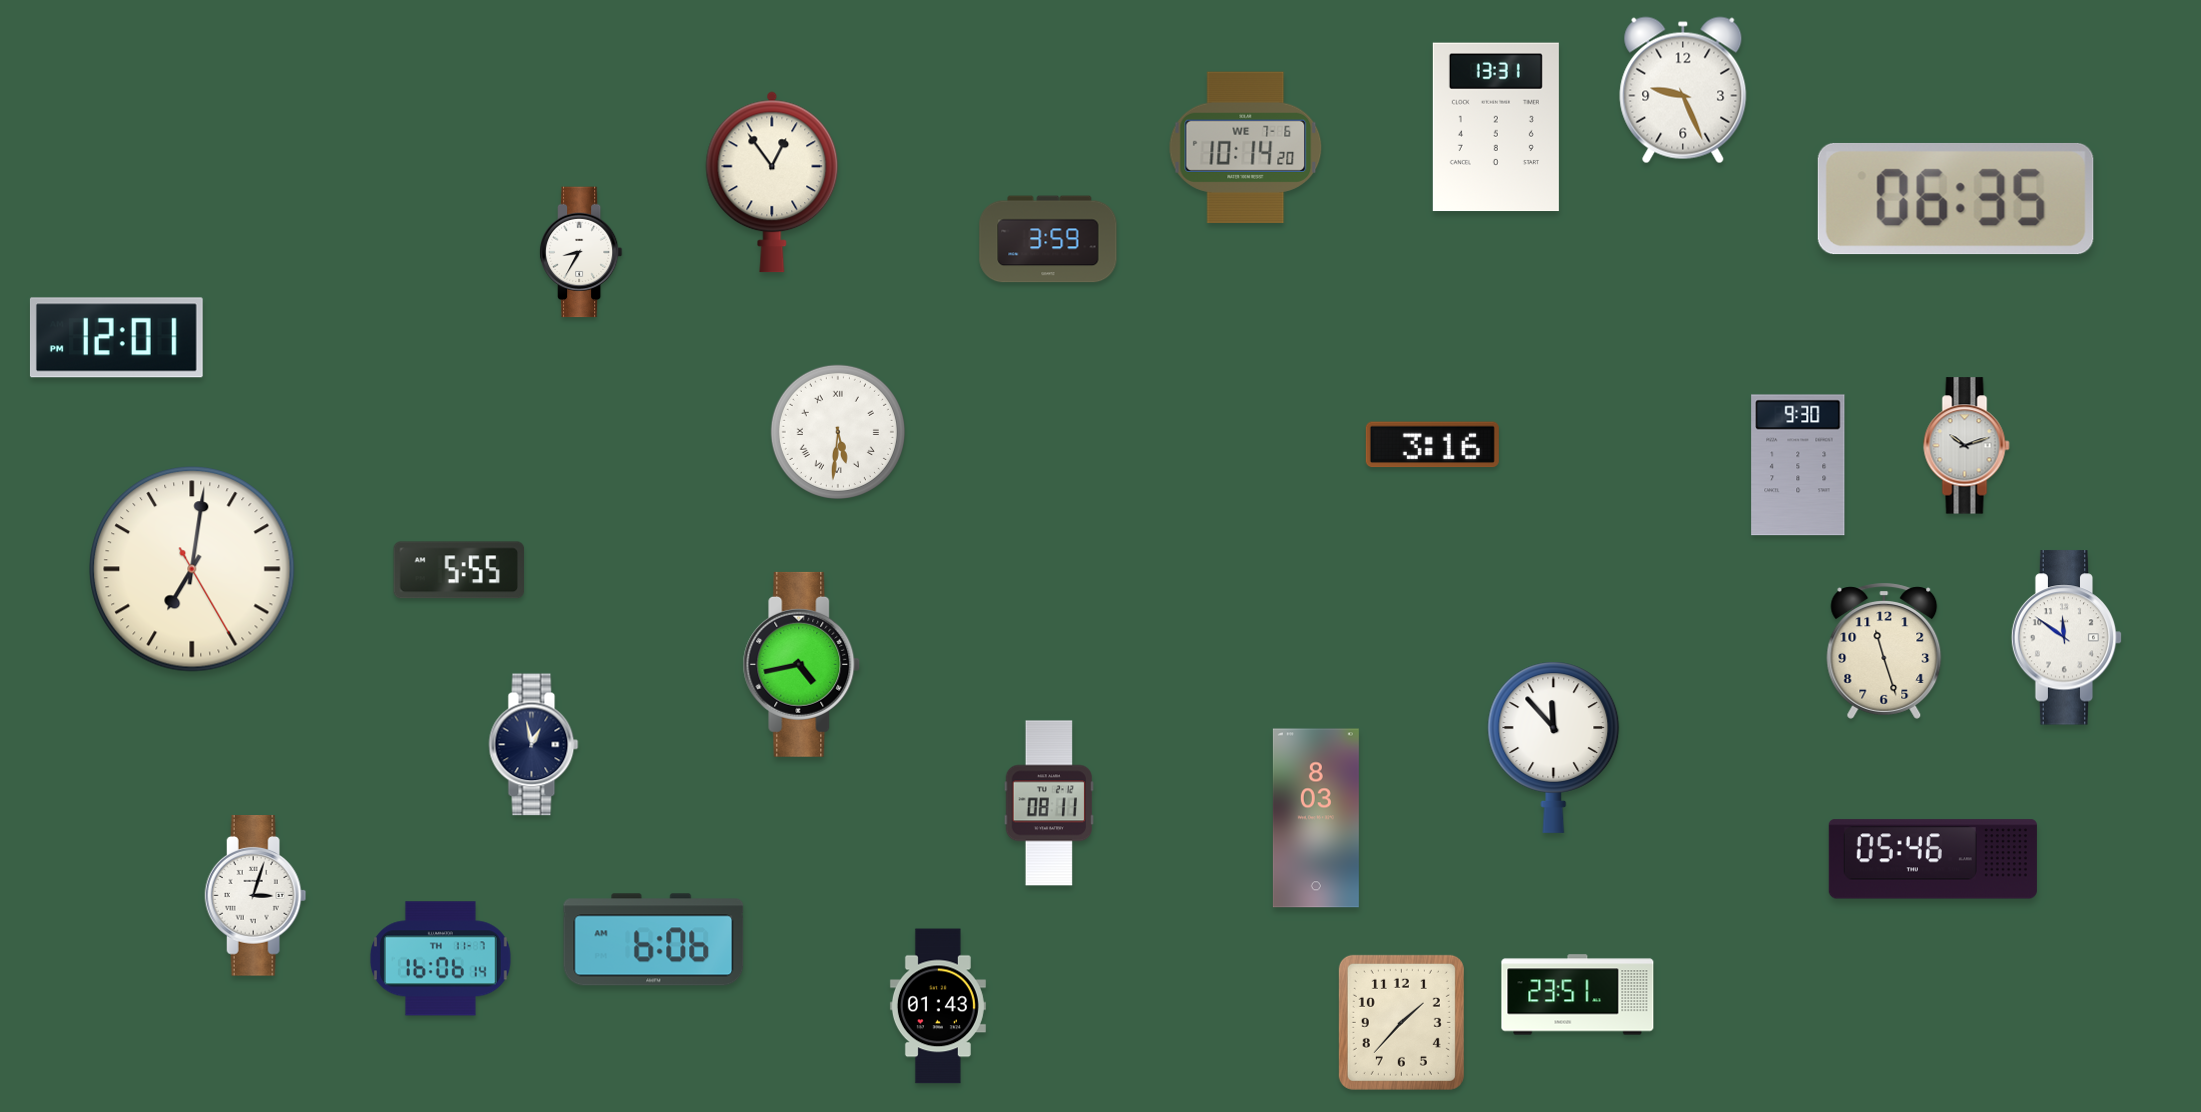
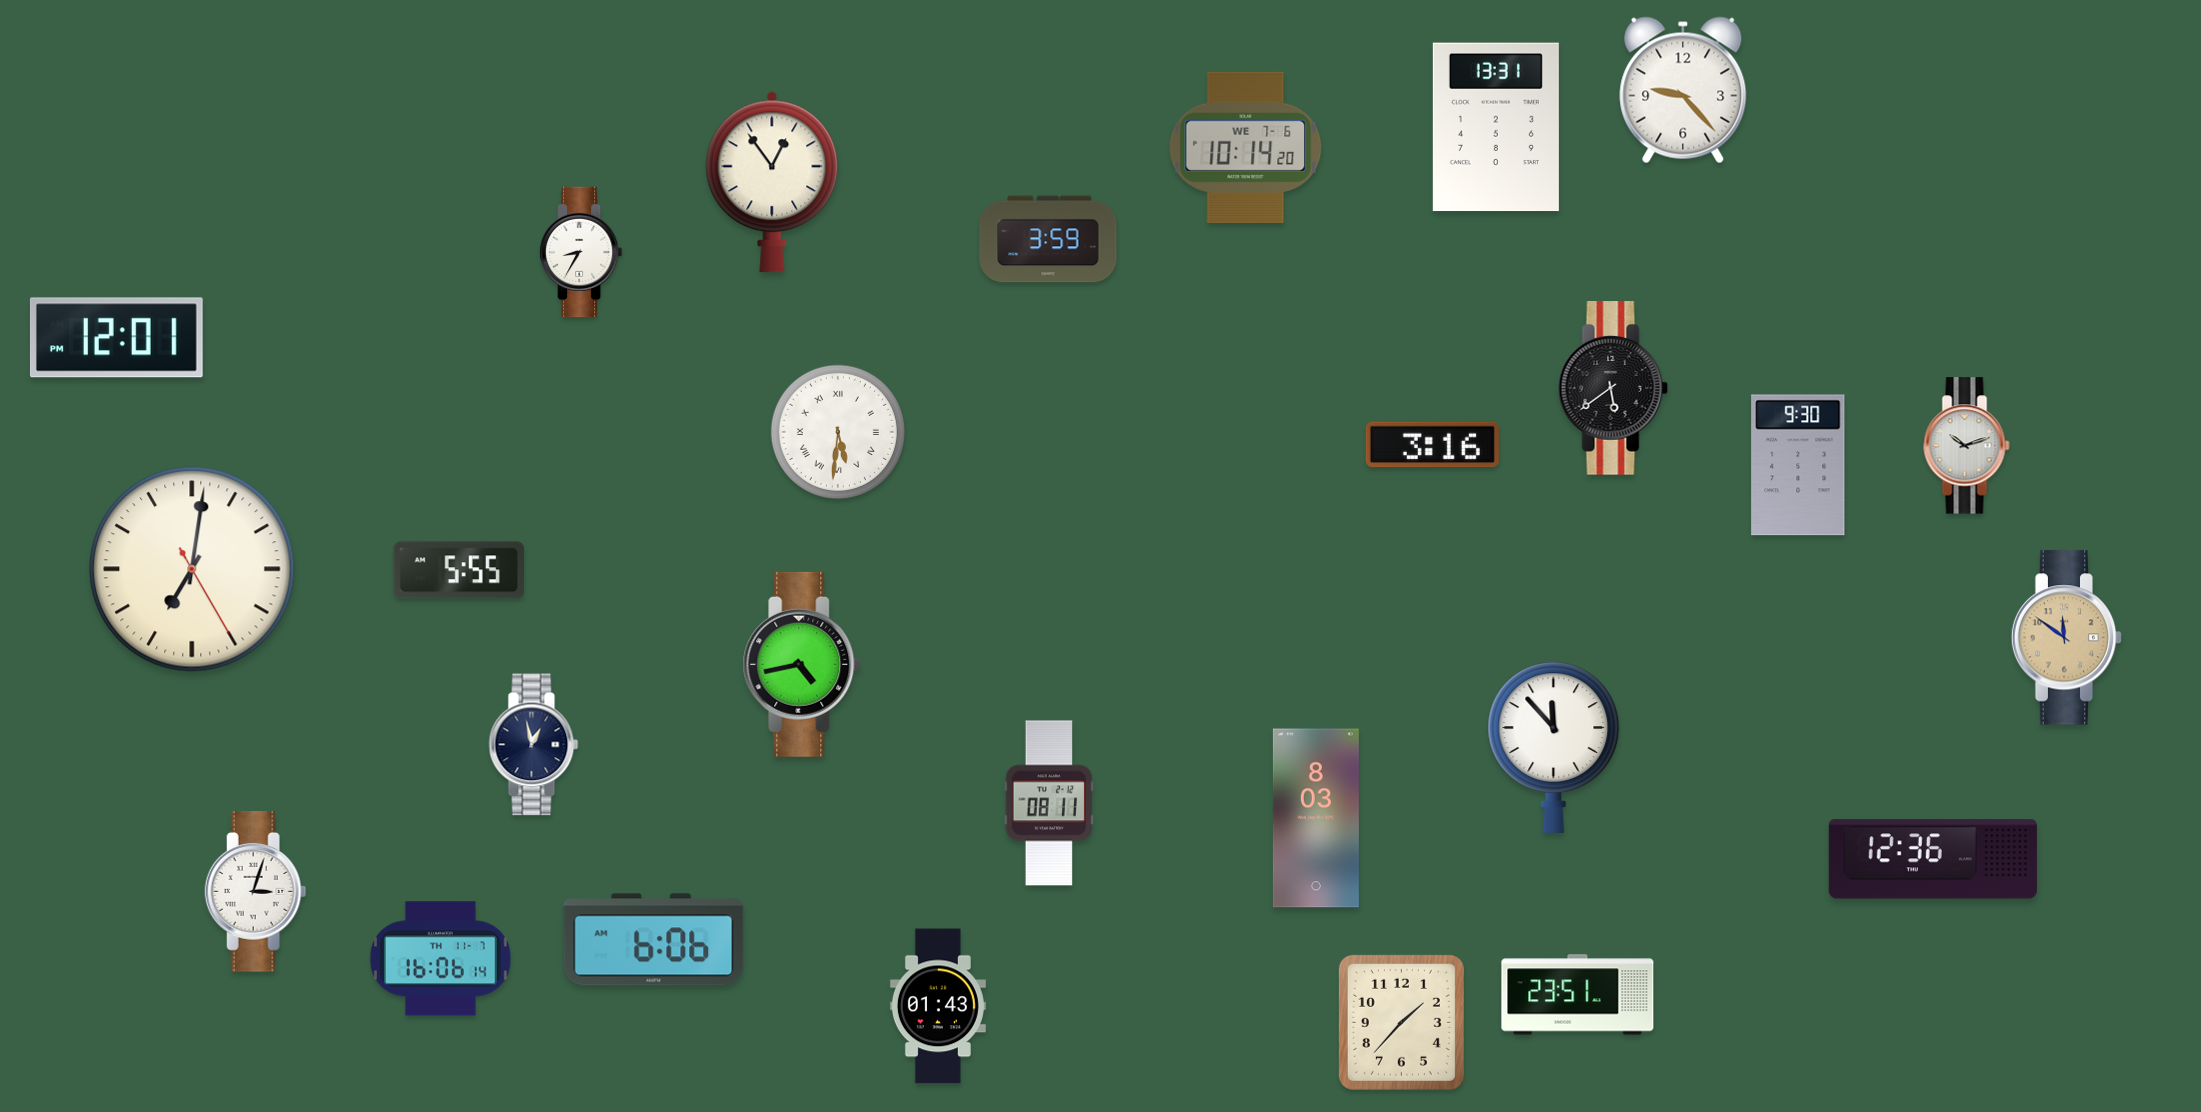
clock at (1683, 90): 9:26 -> 9:23
clock at (1956, 199): 06:35 -> none
clock at (1613, 388): none -> 5:39
clock at (2067, 638) dial: white -> champagne
clock at (1884, 651): 11:27 -> none
clock at (1933, 859): 05:46 -> 12:36
clock at (256, 896) position: (256, 896) -> (256, 892)
